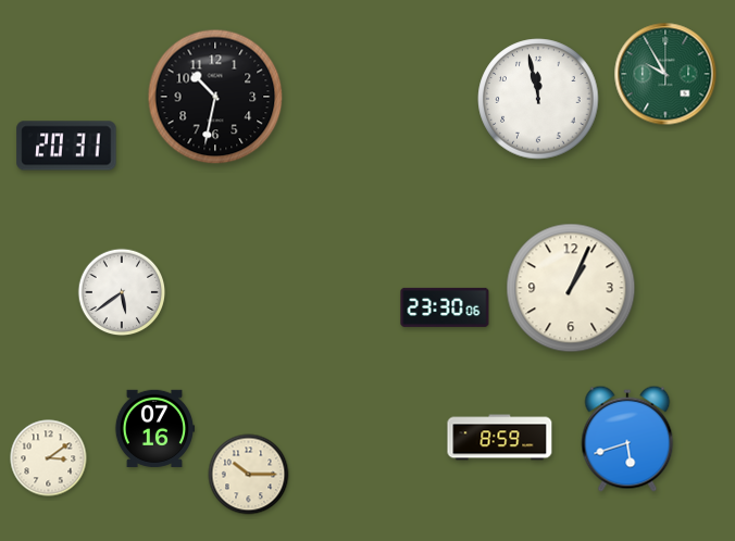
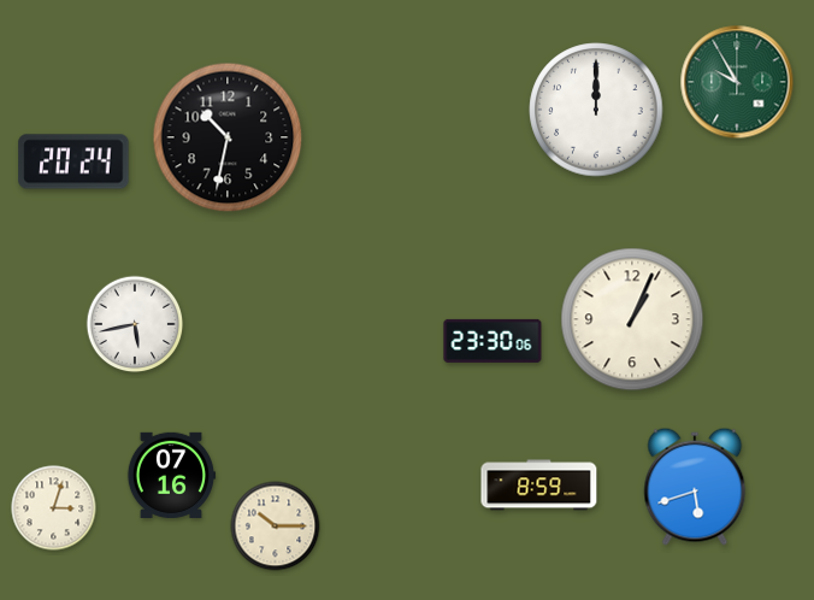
clock at (215, 97) position: (215, 97) -> (228, 137)
clock at (538, 99): 11:58 -> 12:00
clock at (66, 146): 20:31 -> 20:24
clock at (122, 292): 5:39 -> 5:43
clock at (500, 438) position: (500, 438) -> (539, 486)
clock at (49, 458): 3:09 -> 3:03
